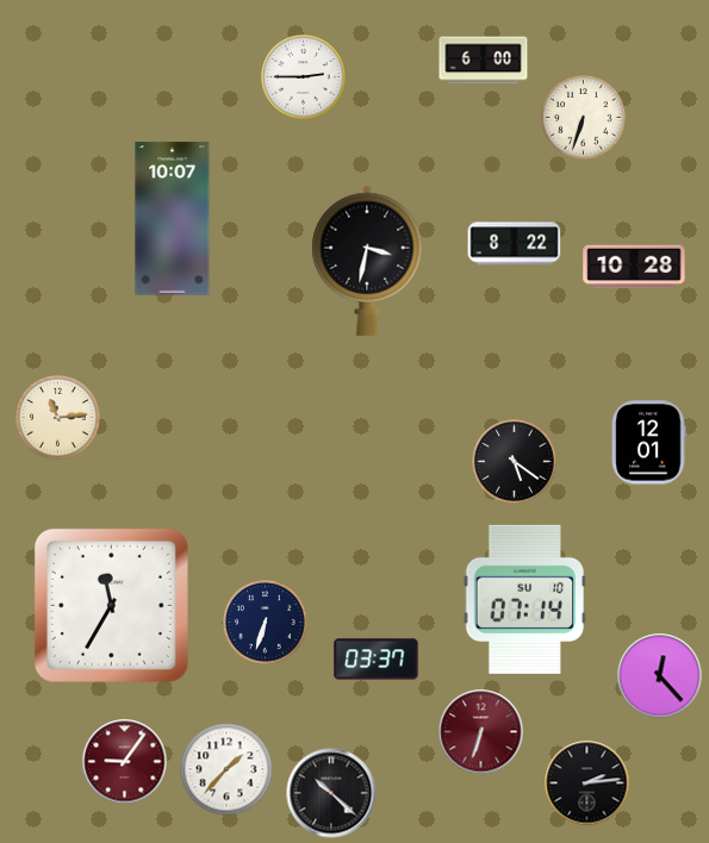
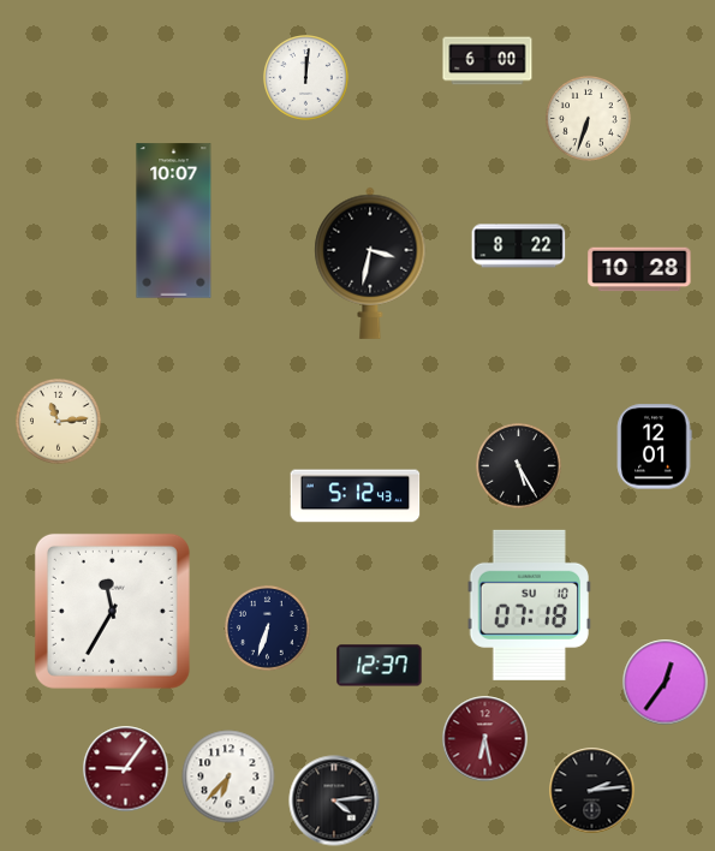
clock at (304, 77): 2:45 -> 12:01
clock at (515, 462): 5:21 -> 5:25
clock at (356, 496): none -> 5:12
clock at (524, 599): 07:14 -> 07:18
clock at (377, 660): 03:37 -> 12:37
clock at (660, 676): 12:23 -> 12:36
clock at (481, 732): 6:33 -> 6:28
clock at (226, 769): 1:37 -> 6:37
clock at (331, 793): 10:22 -> 4:14
